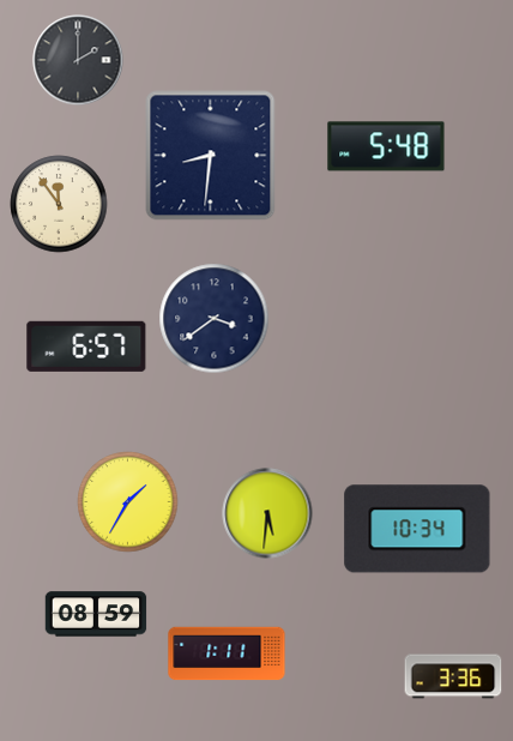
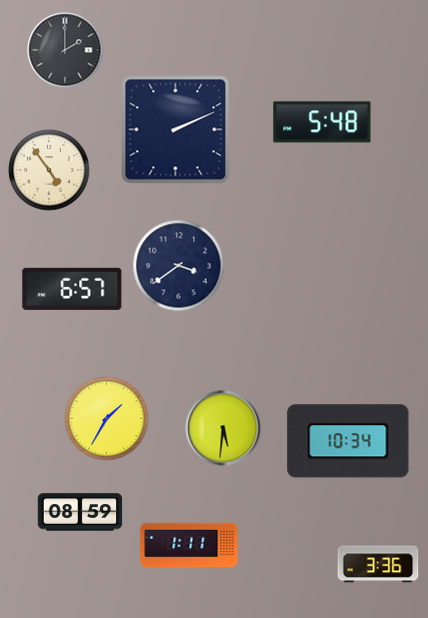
clock at (211, 156): 8:31 -> 2:11
clock at (59, 204): 11:54 -> 4:54
